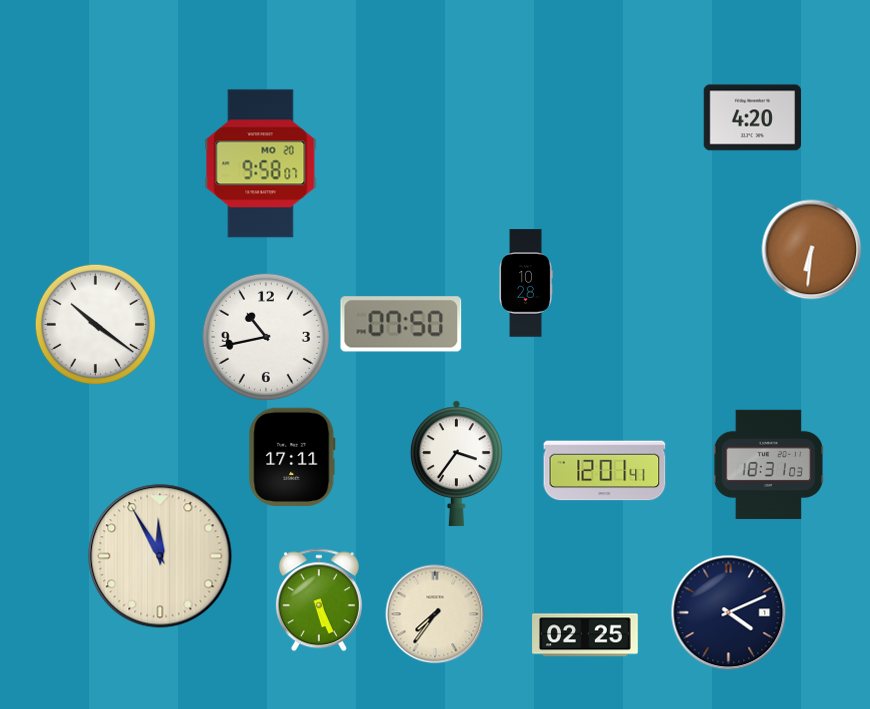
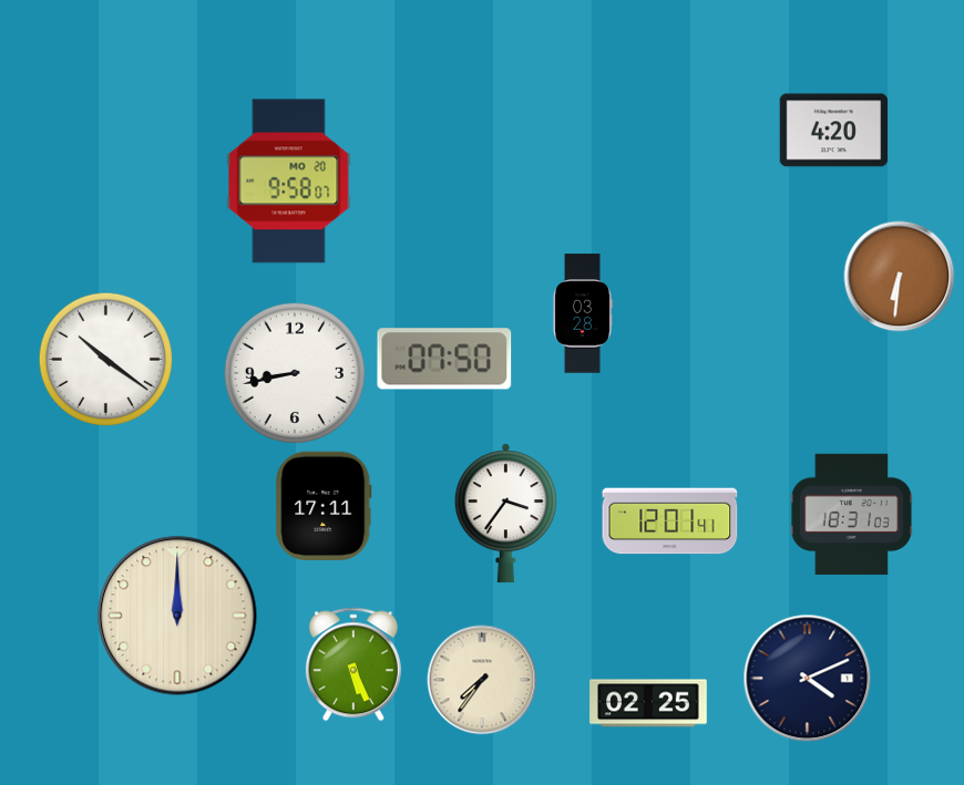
clock at (526, 283): 10:28 -> 03:28
clock at (266, 337): 10:43 -> 8:43
clock at (160, 556): 11:55 -> 12:00
